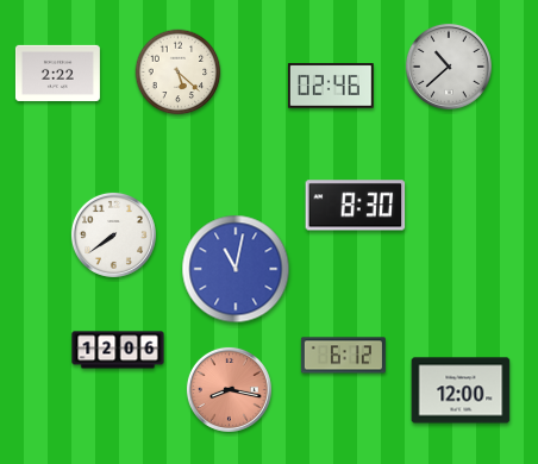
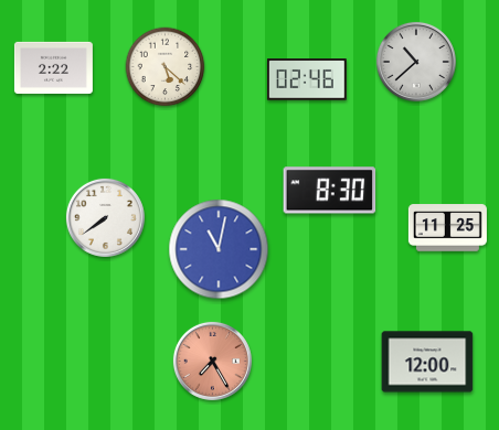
clock at (447, 228): none -> 11:25
clock at (118, 350): 12:06 -> none
clock at (343, 356): 6:12 -> none
clock at (229, 389): 8:17 -> 7:25
